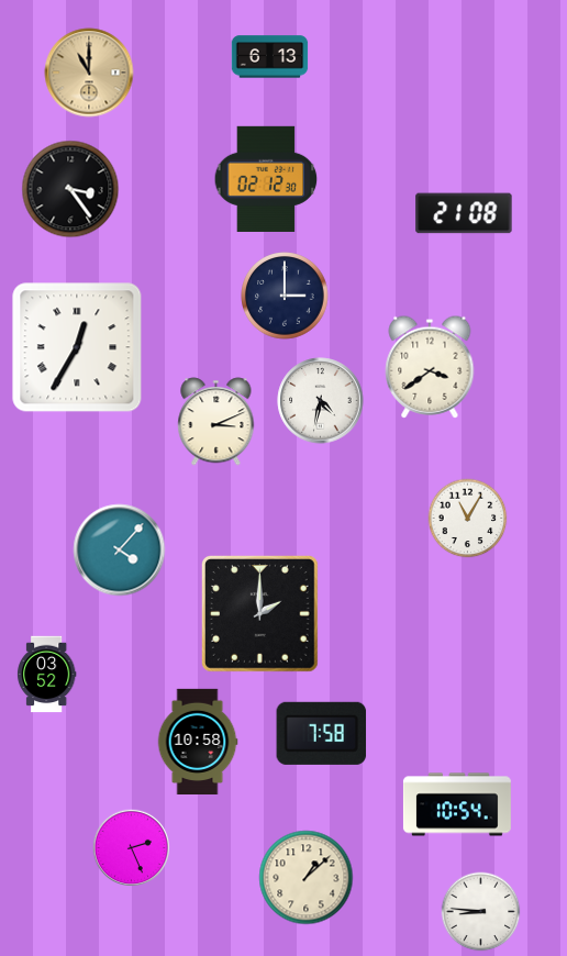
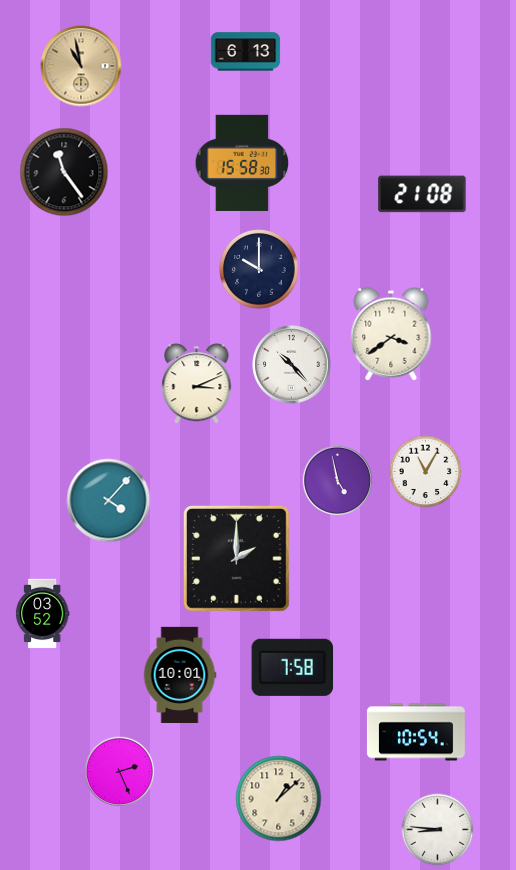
clock at (89, 73): 11:00 -> 10:58
clock at (266, 179): 02:12 -> 15:58
clock at (70, 189): 3:24 -> 11:24
clock at (285, 296): 3:00 -> 10:00
clock at (77, 347): 12:35 -> none
clock at (321, 401): 4:32 -> 10:23
clock at (337, 480): none -> 4:58
clock at (198, 741): 10:58 -> 10:01
